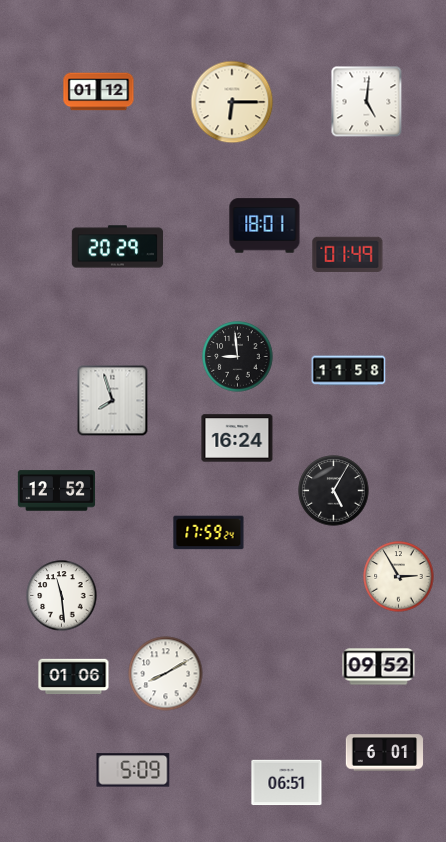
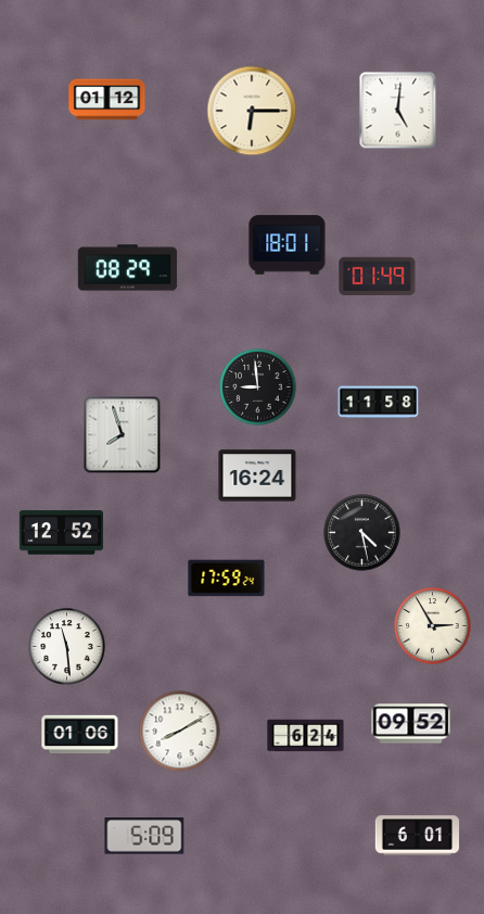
clock at (118, 247): 20:29 -> 08:29
clock at (334, 491): 5:05 -> 4:28
clock at (306, 736): none -> 6:24
clock at (385, 753) position: (385, 753) -> (418, 836)
clock at (287, 783): 06:51 -> none
